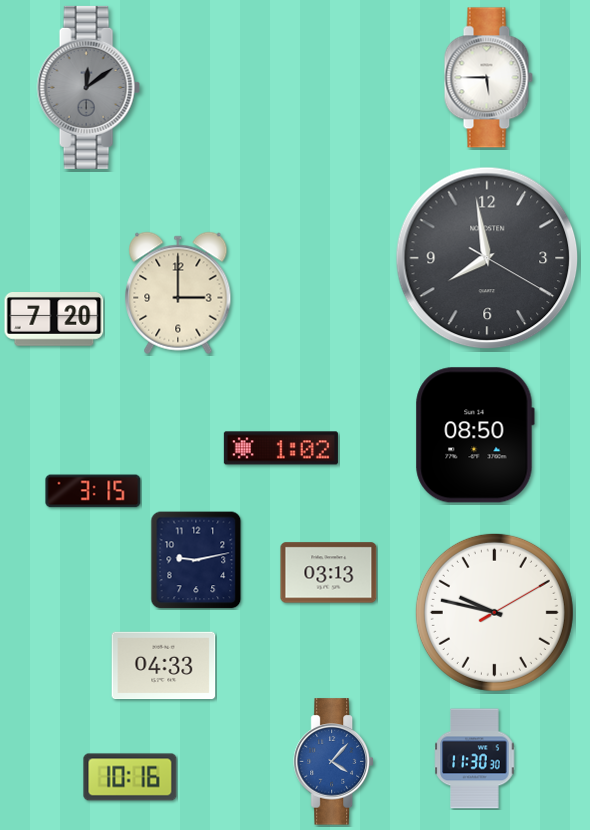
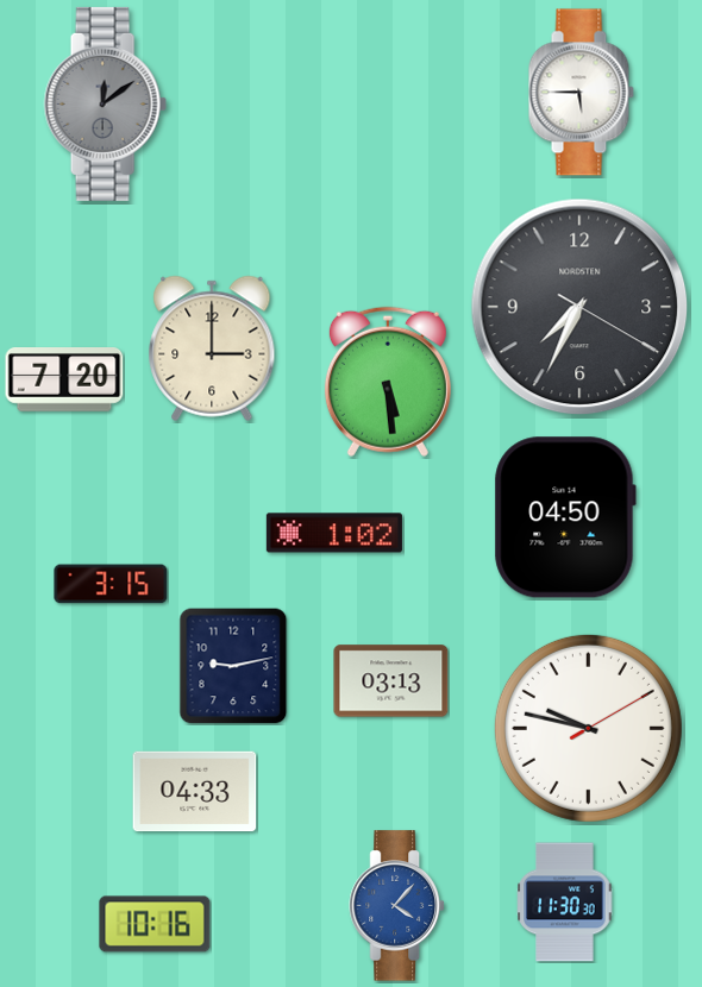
clock at (487, 258): 7:58 -> 7:34
clock at (388, 382): none -> 5:29
clock at (475, 435): 08:50 -> 04:50
